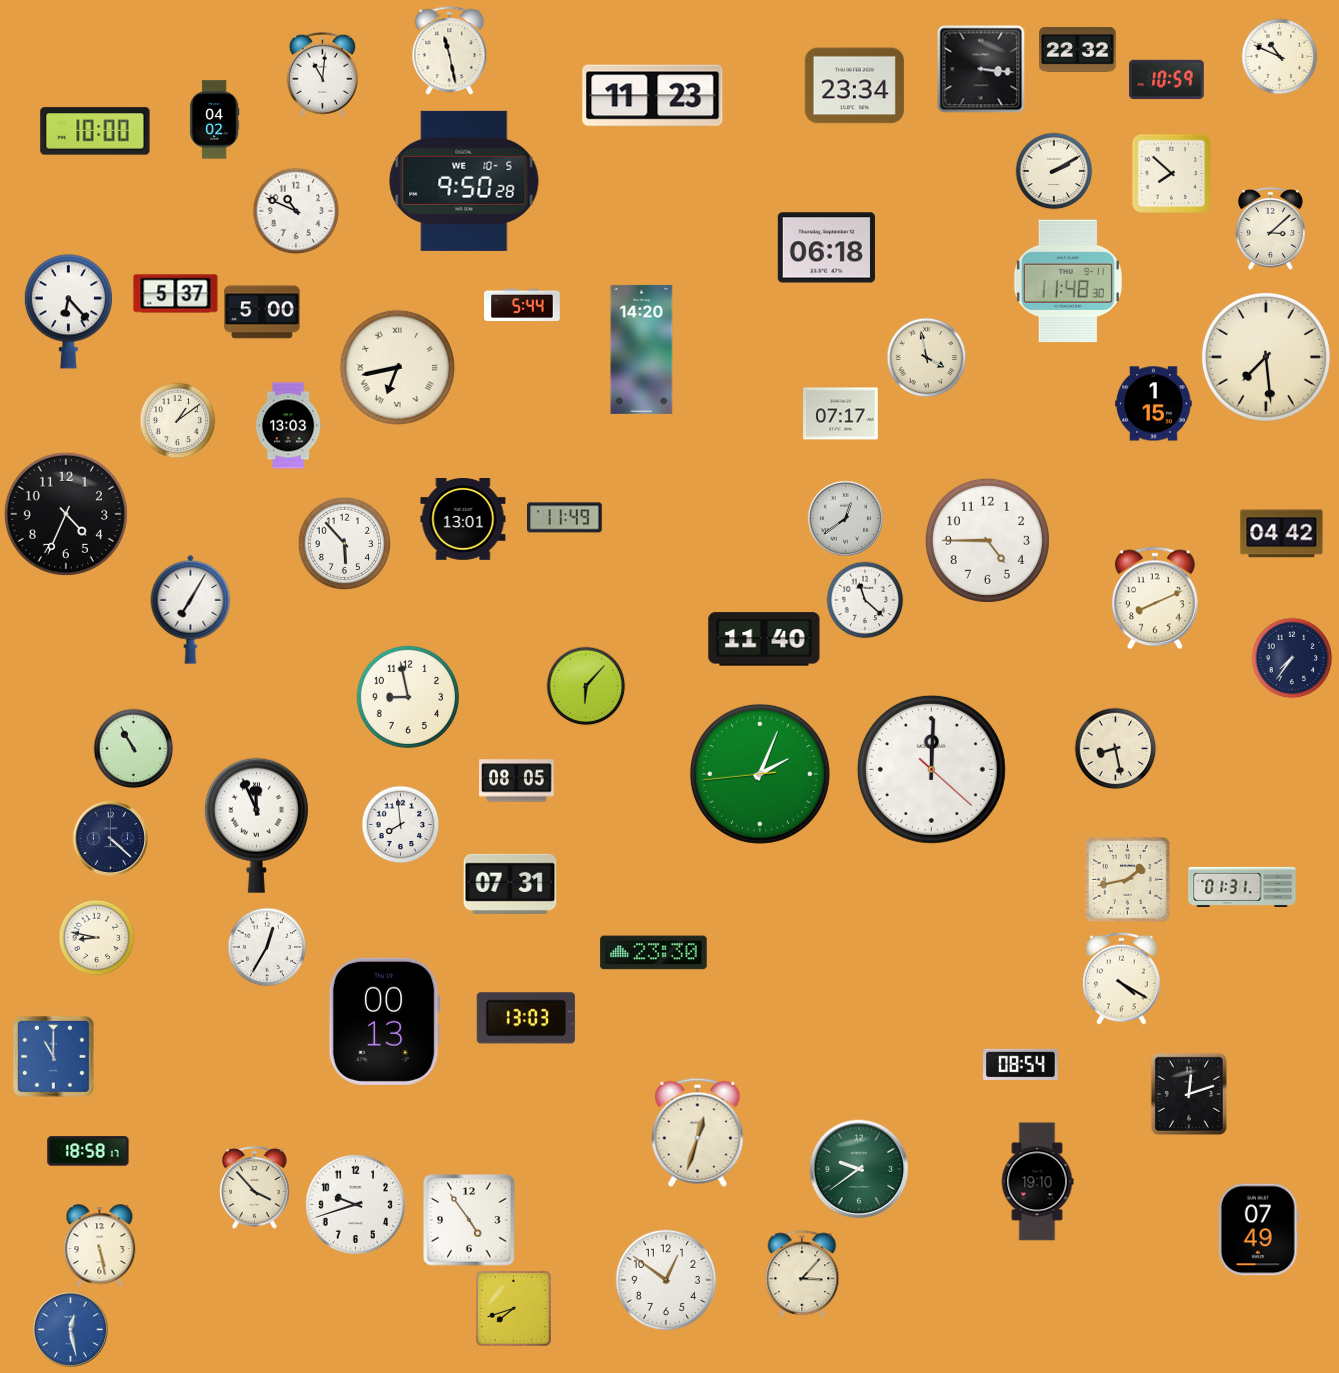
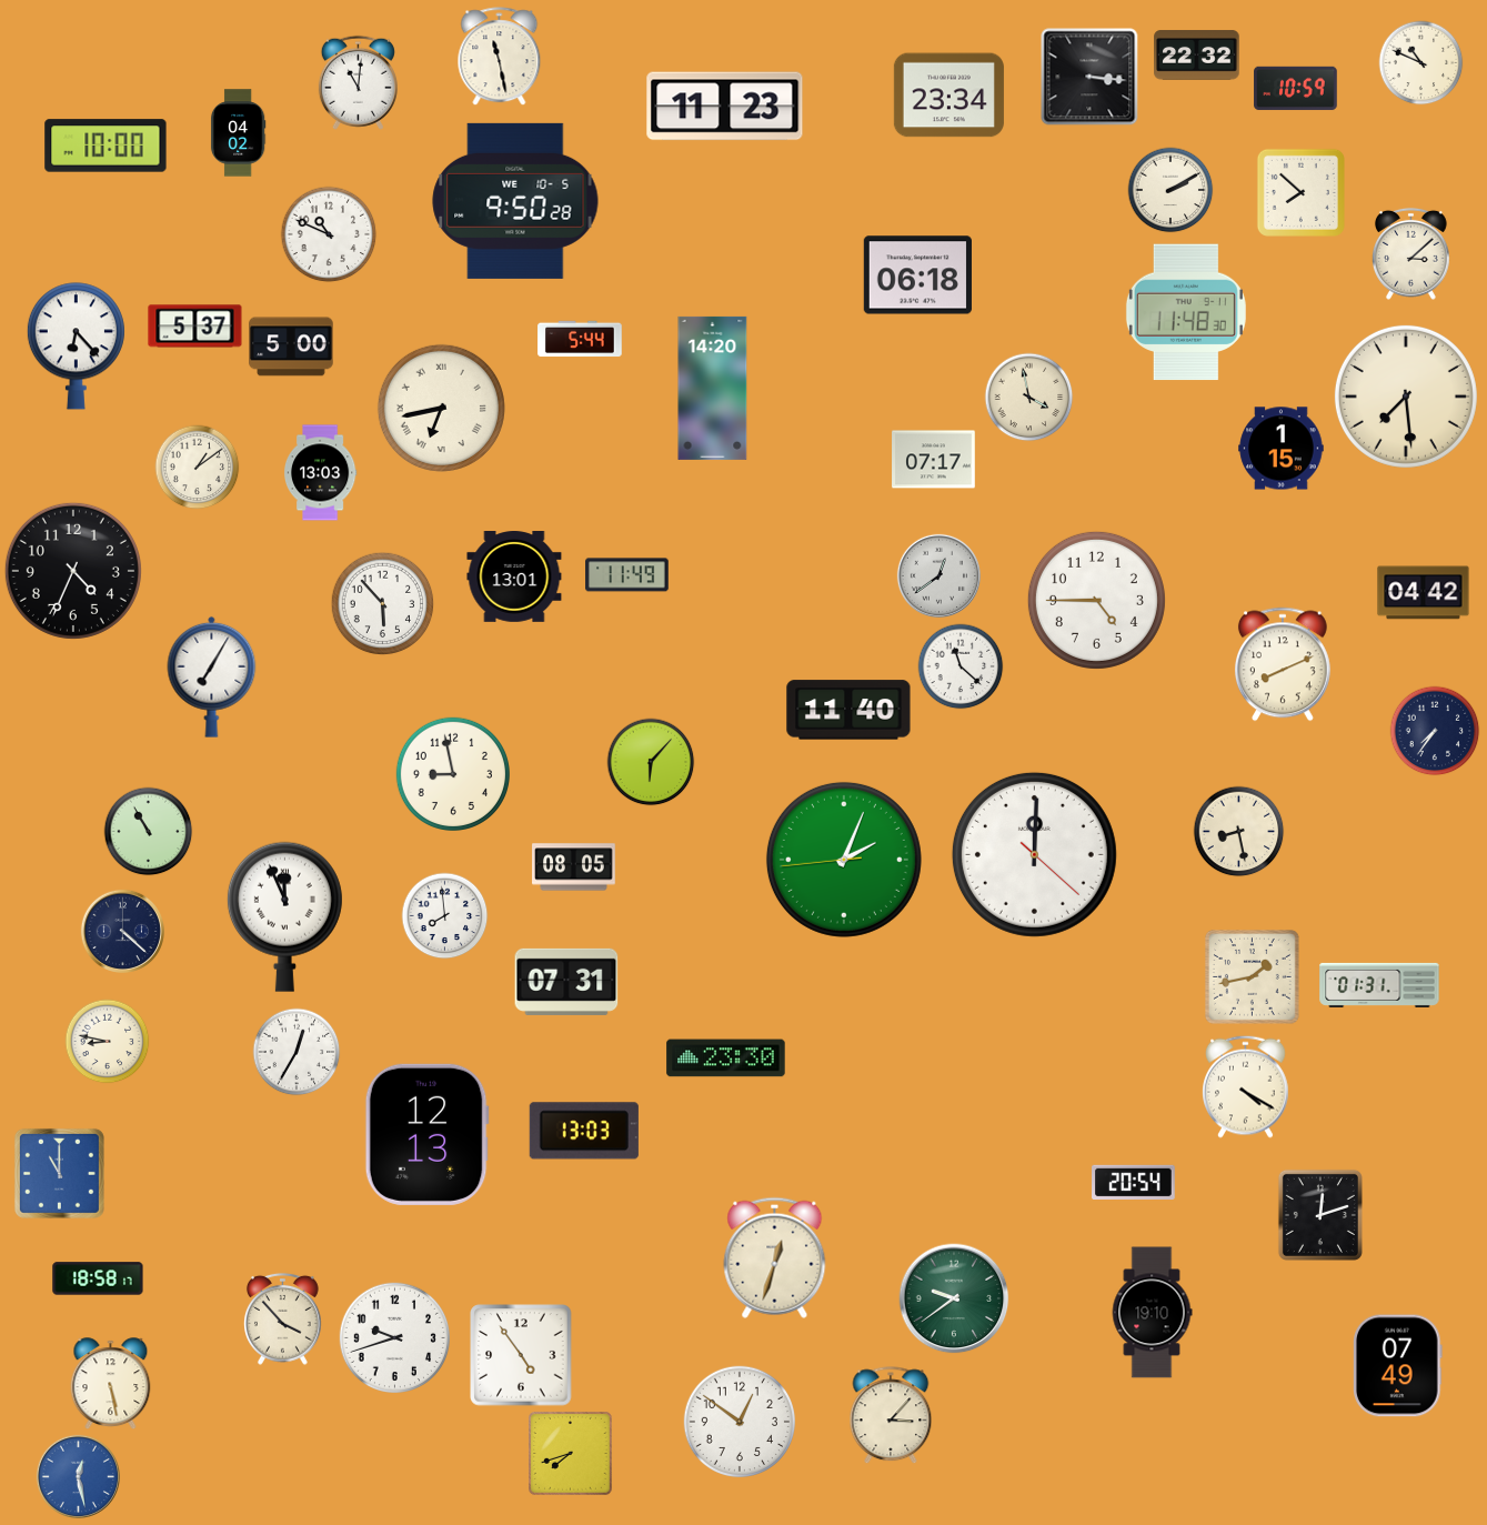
clock at (384, 1021): 00:13 -> 12:13
clock at (1021, 1064): 08:54 -> 20:54
